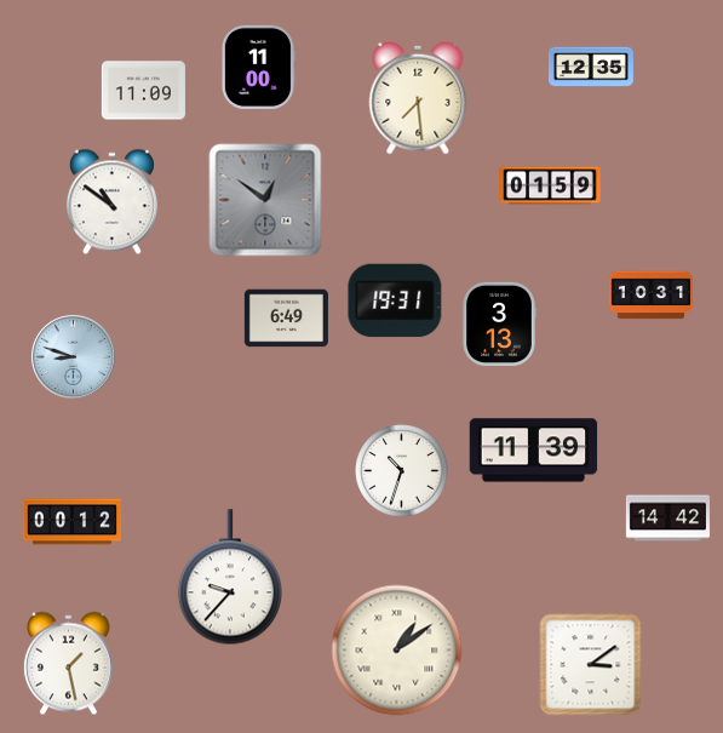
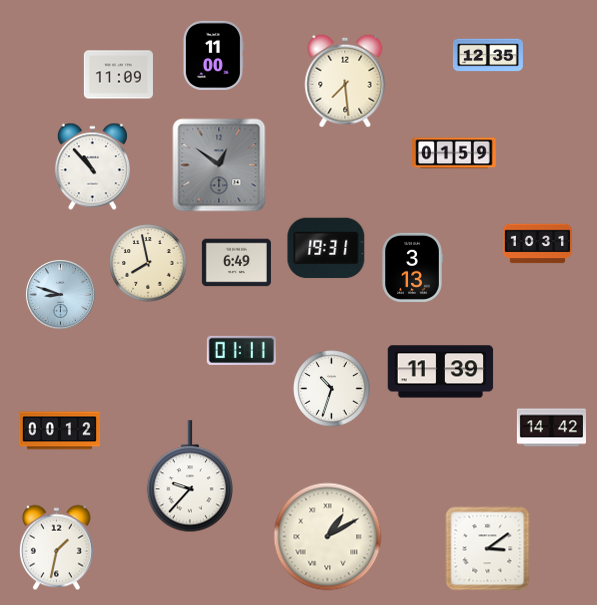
clock at (111, 202): 10:51 -> 10:53
clock at (148, 263): none -> 7:58
clock at (241, 350): none -> 01:11
clock at (397, 651): 1:09 -> 1:10
clock at (68, 664): 1:28 -> 1:32
